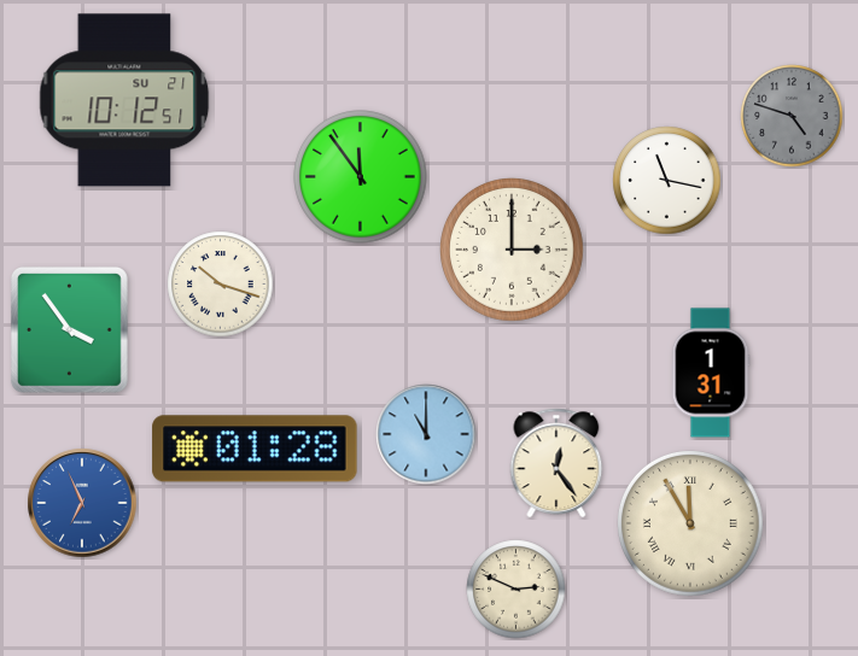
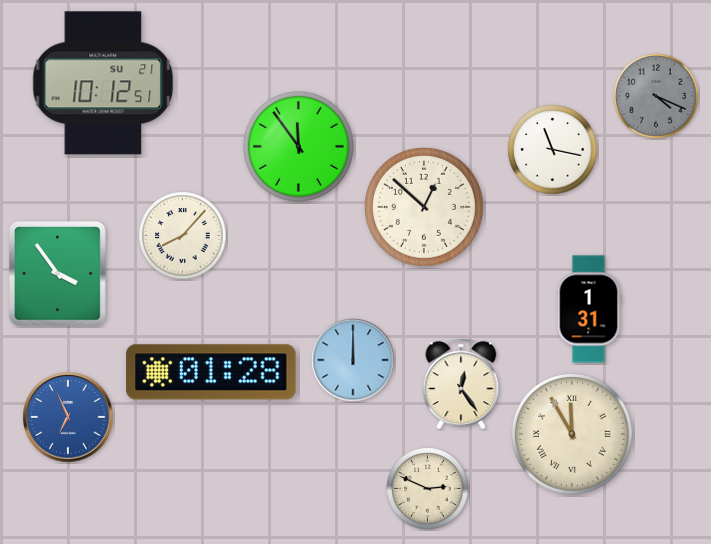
clock at (792, 116): 4:48 -> 4:19
clock at (513, 251): 3:00 -> 12:52
clock at (221, 285): 10:18 -> 8:07
clock at (426, 434): 11:00 -> 12:00
